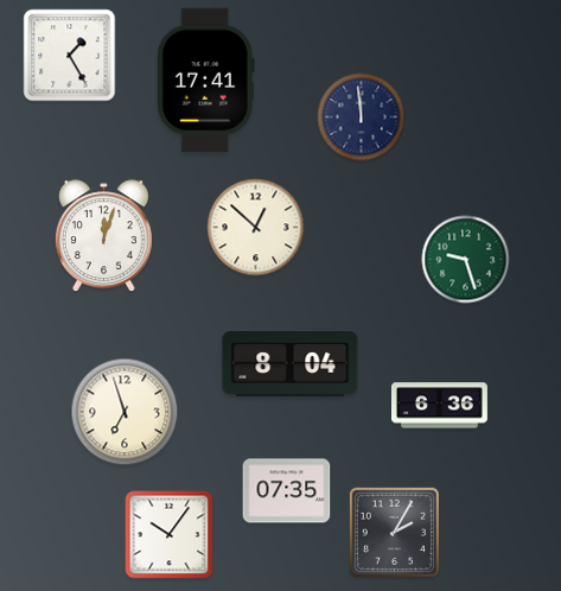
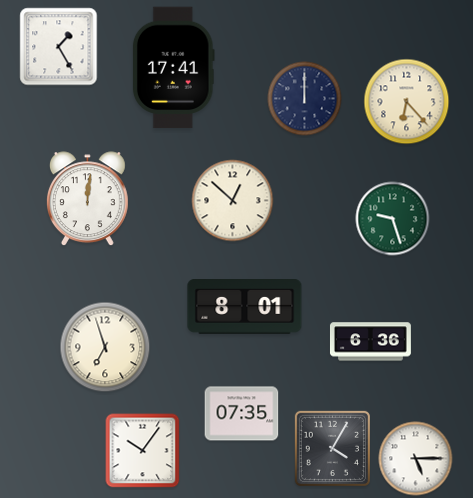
clock at (362, 117): 11:59 -> 12:00
clock at (407, 102): none -> 6:23
clock at (256, 228) position: (256, 228) -> (233, 201)
clock at (103, 236): 12:03 -> 12:01
clock at (291, 364): 8:04 -> 8:01
clock at (394, 532): 2:05 -> 4:05
clock at (416, 459): none -> 5:15
